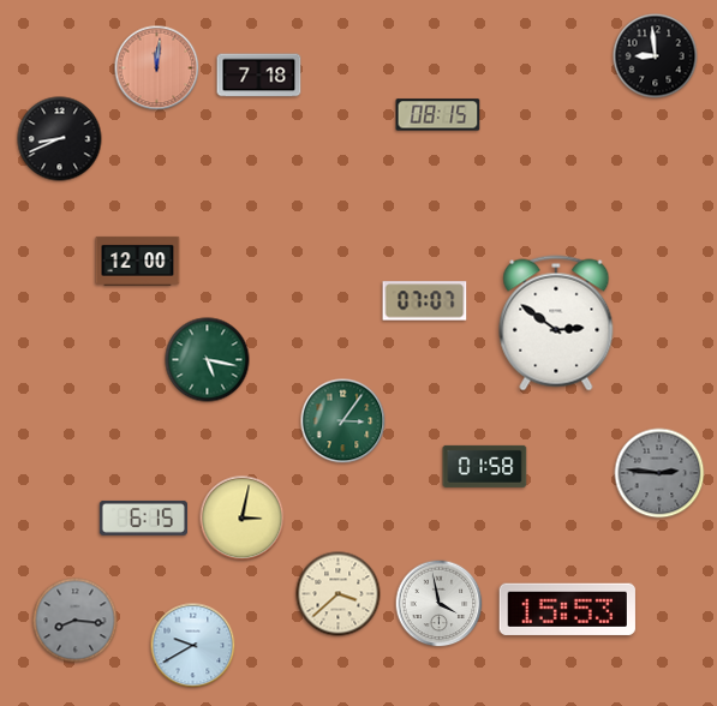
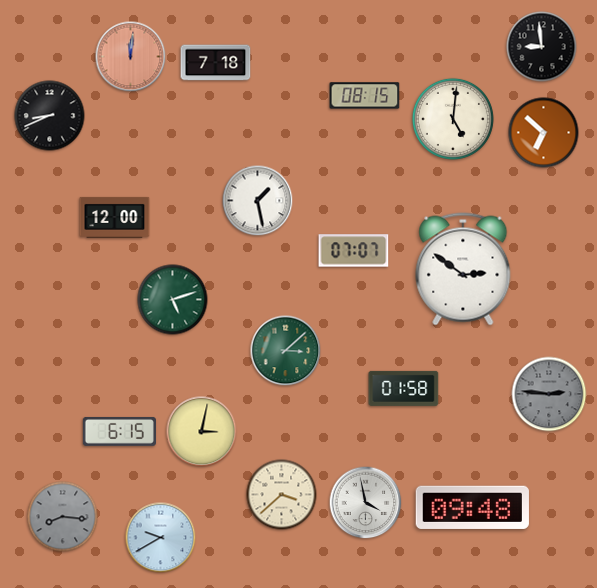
clock at (656, 56) position: (656, 56) -> (542, 47)
clock at (453, 119): none -> 5:01
clock at (544, 133): none -> 6:52
clock at (258, 201): none -> 1:28
clock at (208, 360): 5:17 -> 5:12
clock at (343, 421): 3:06 -> 3:08
clock at (567, 609): 15:53 -> 09:48
